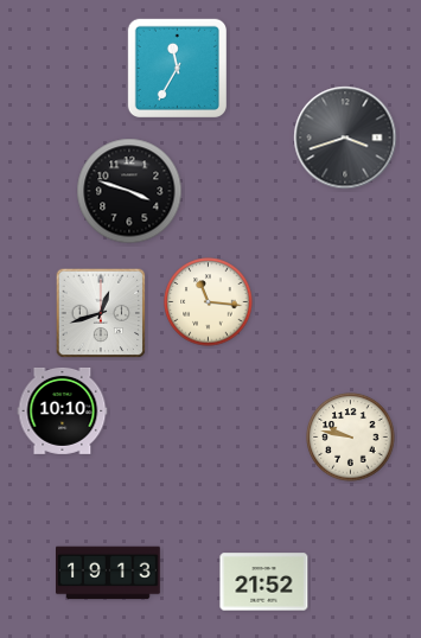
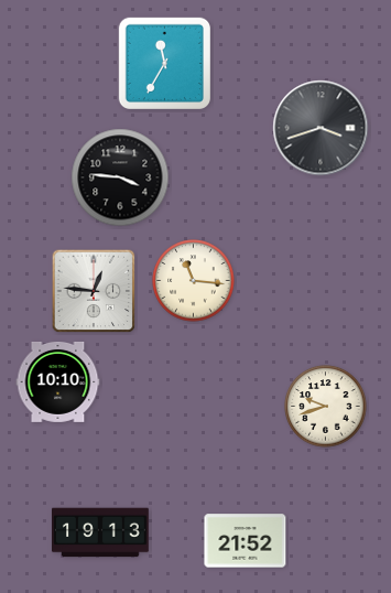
clock at (129, 191): 3:48 -> 3:46
clock at (101, 313): 12:42 -> 12:46
clock at (351, 438): 9:47 -> 9:42
